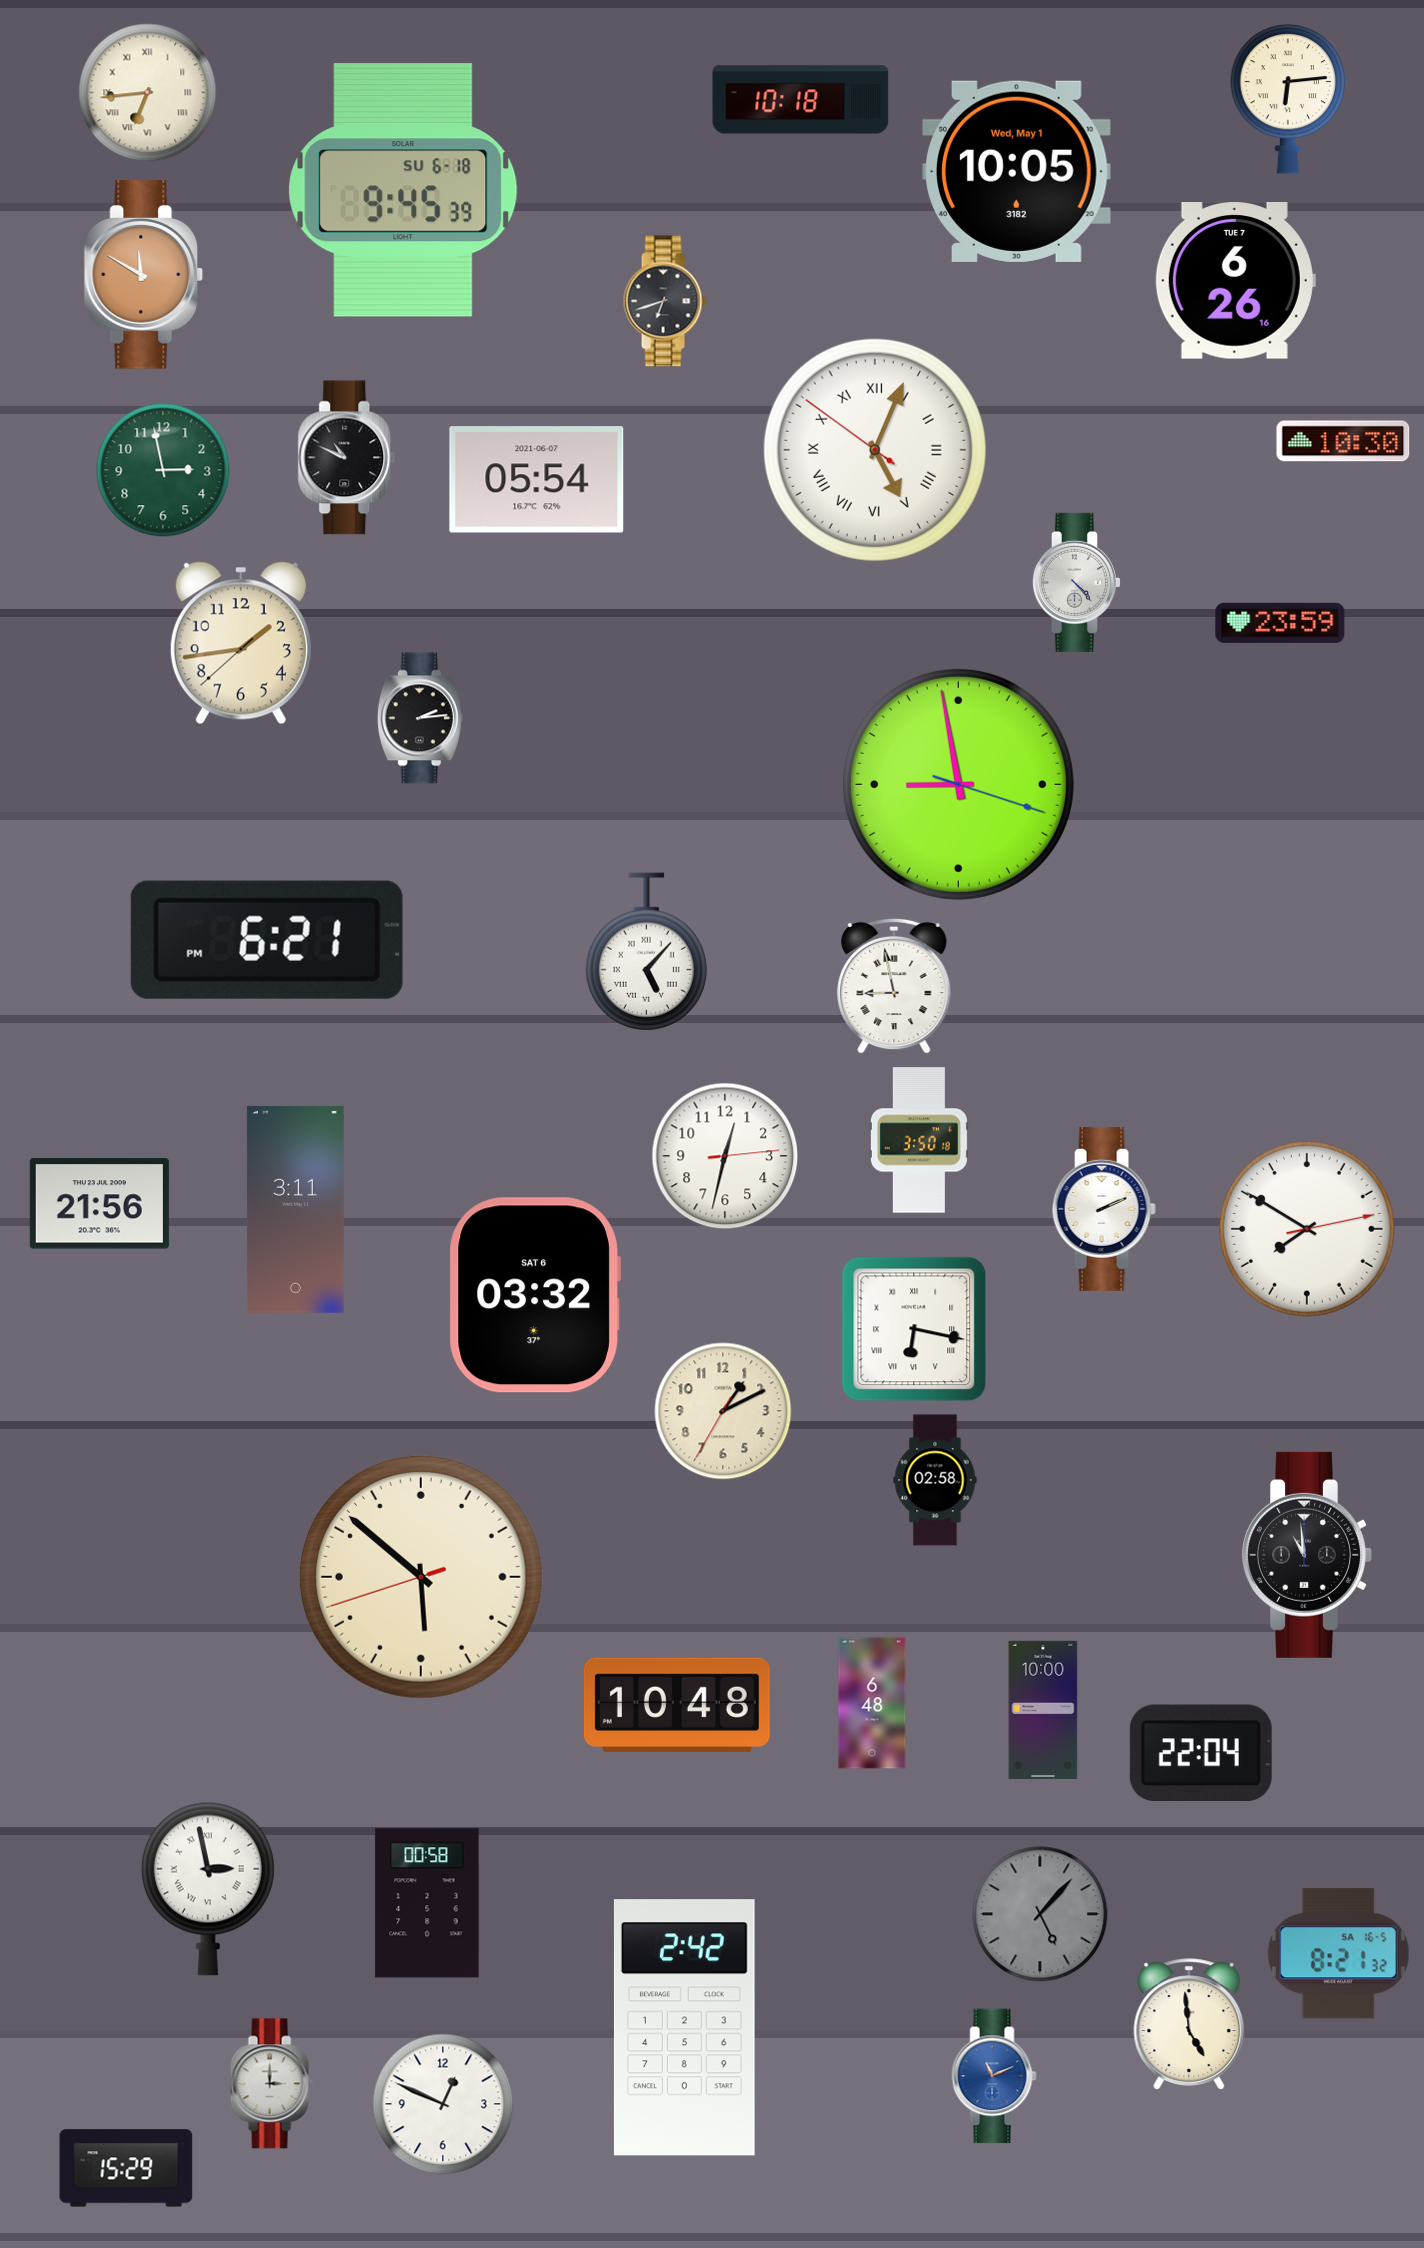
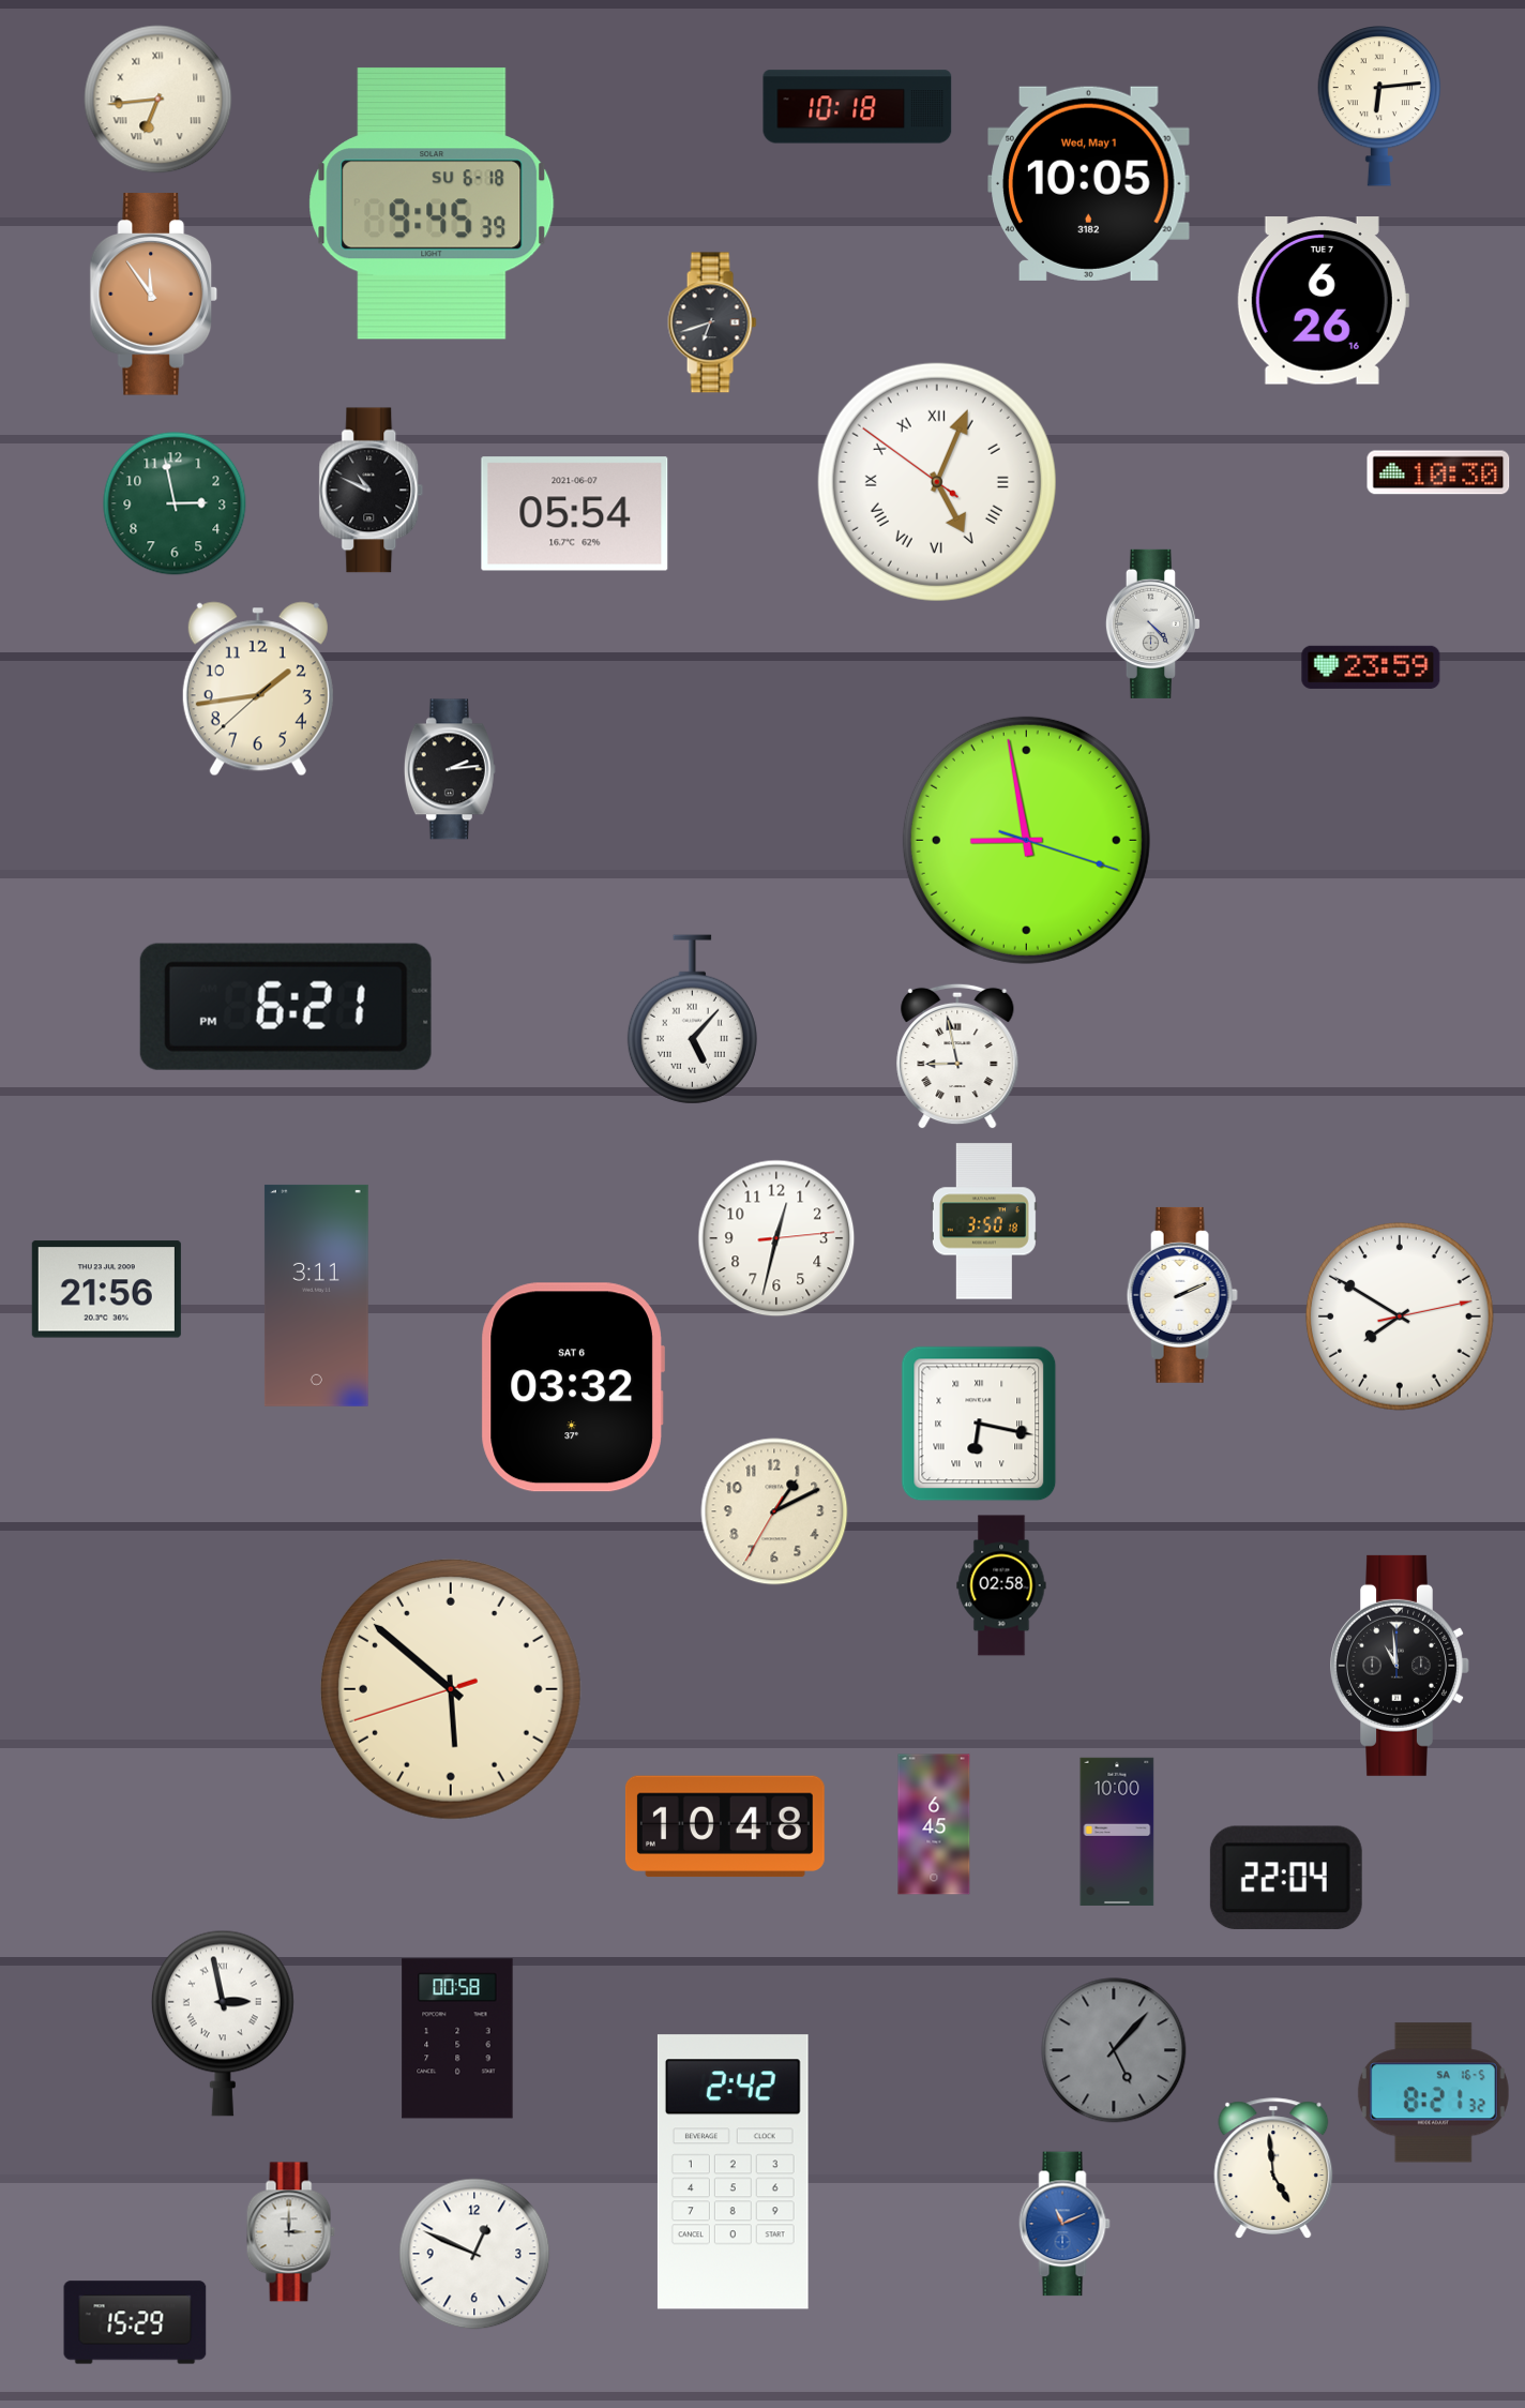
clock at (144, 275): 11:50 -> 11:54
clock at (872, 1703): 6:48 -> 6:45
